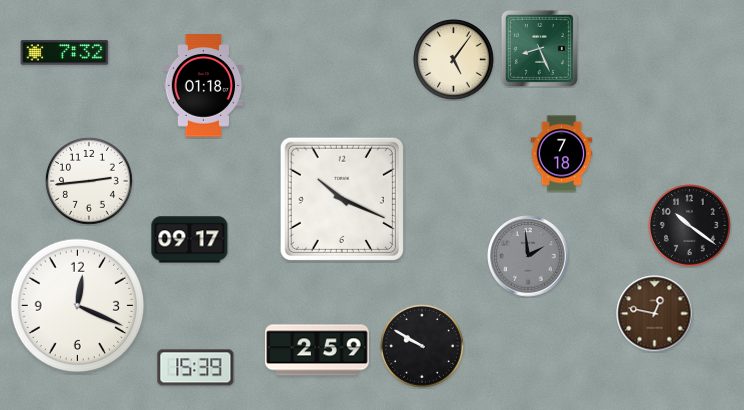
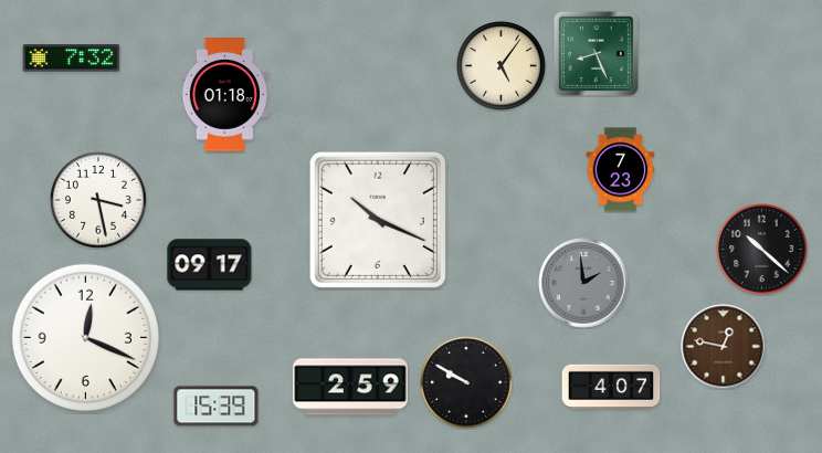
clock at (562, 154): 7:18 -> 7:23
clock at (89, 181): 2:44 -> 3:28
clock at (690, 226): 10:21 -> 10:22
clock at (611, 386): none -> 4:07
